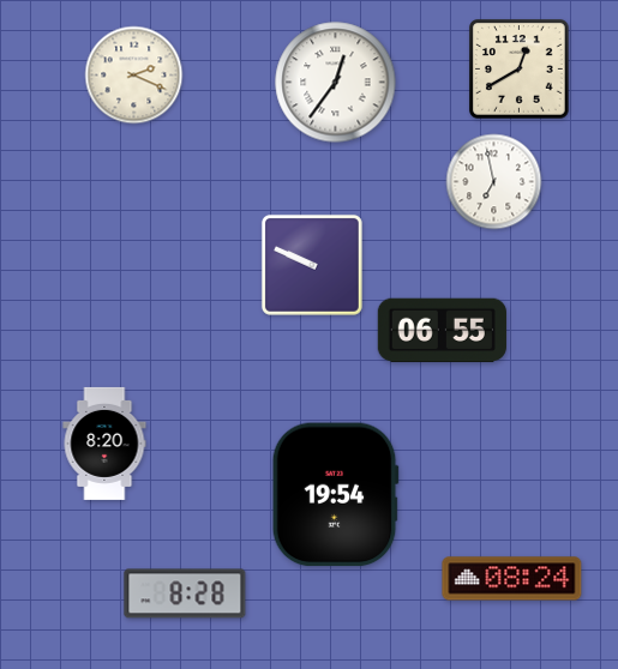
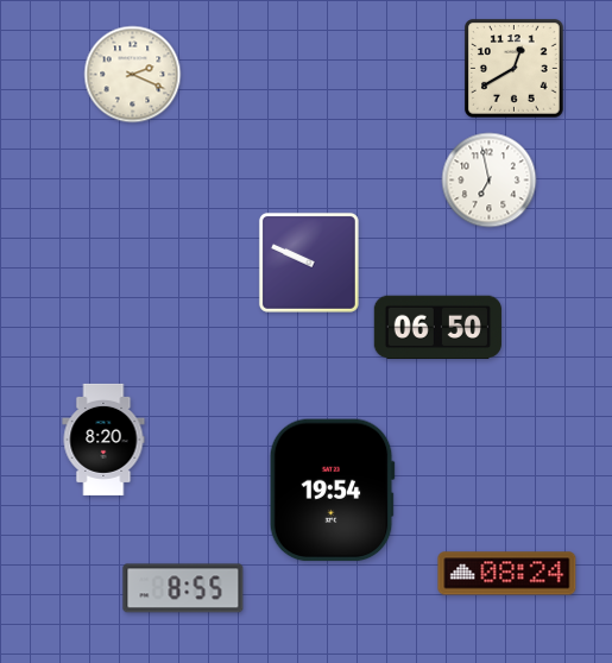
clock at (336, 83): 12:36 -> none
clock at (442, 331): 06:55 -> 06:50
clock at (185, 593): 8:28 -> 8:55
